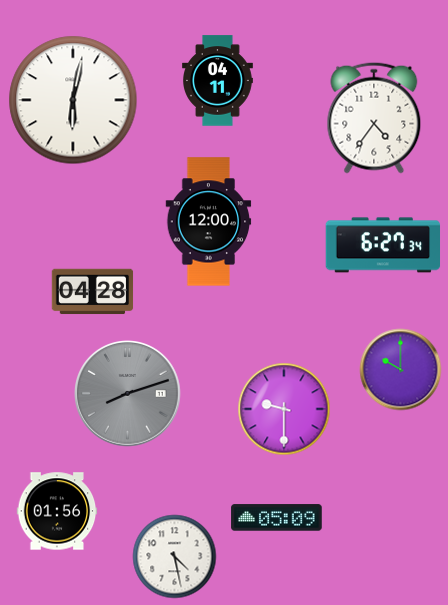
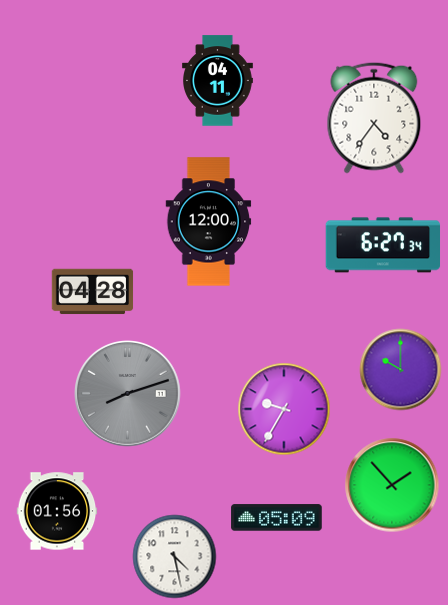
clock at (73, 100): 6:02 -> none
clock at (284, 409): 9:30 -> 9:35
clock at (392, 485): none -> 1:53
